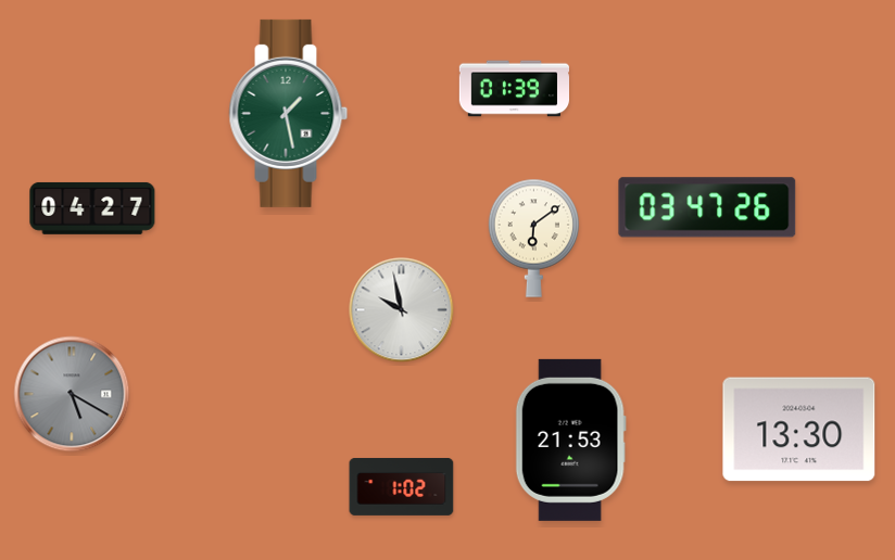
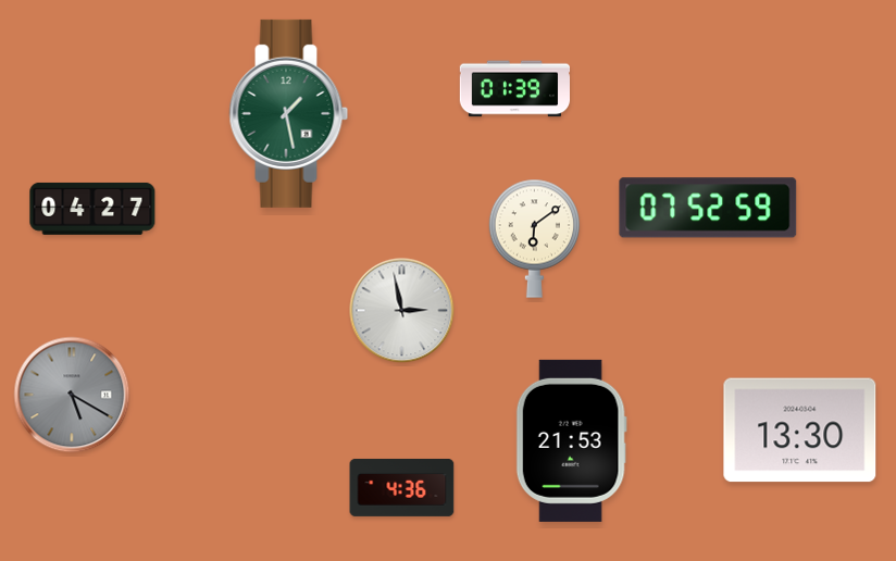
clock at (707, 207): 03:47 -> 07:52
clock at (402, 310): 9:58 -> 2:58
clock at (402, 486): 1:02 -> 4:36
